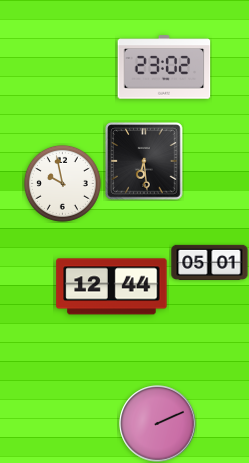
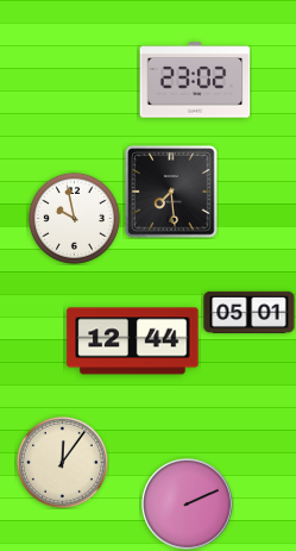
clock at (144, 161): 6:29 -> 7:29
clock at (62, 462): none -> 12:06
